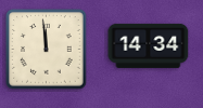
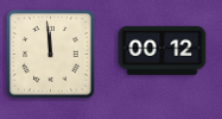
clock at (149, 45): 14:34 -> 00:12
